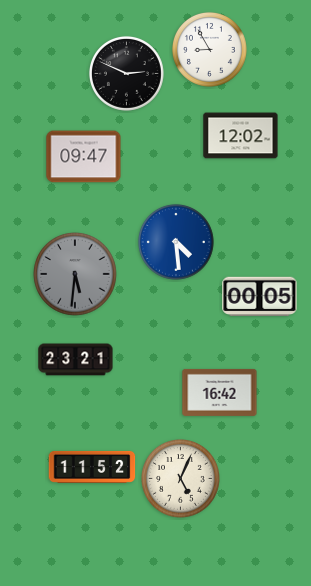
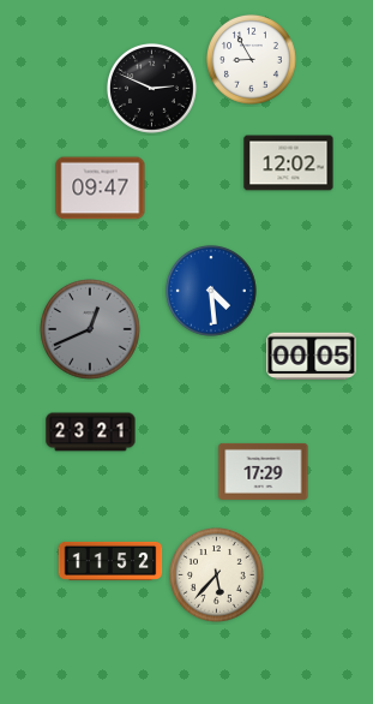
clock at (75, 274): 5:31 -> 12:41
clock at (220, 392): 16:42 -> 17:29
clock at (181, 479): 5:04 -> 5:37
